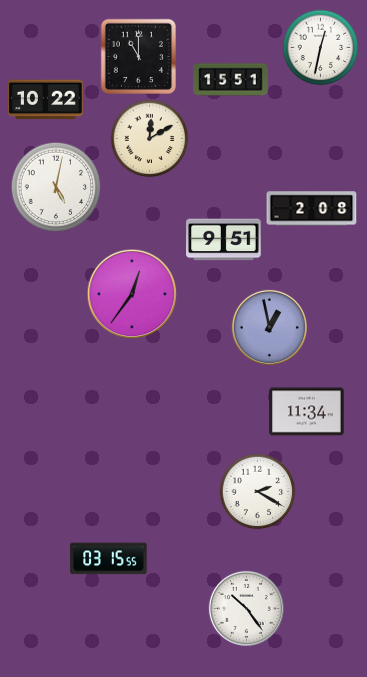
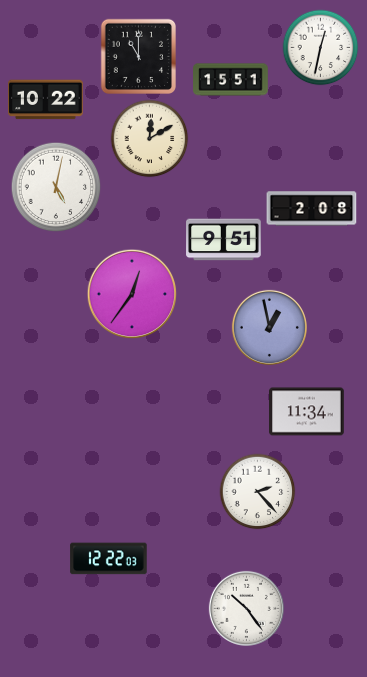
clock at (258, 492): 2:20 -> 2:23
clock at (109, 559): 03:15 -> 12:22
